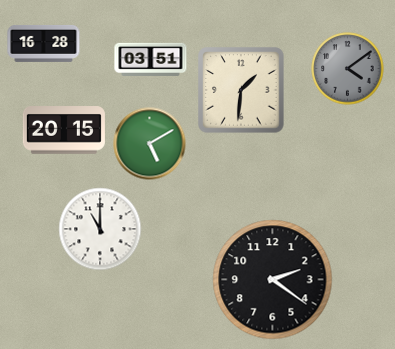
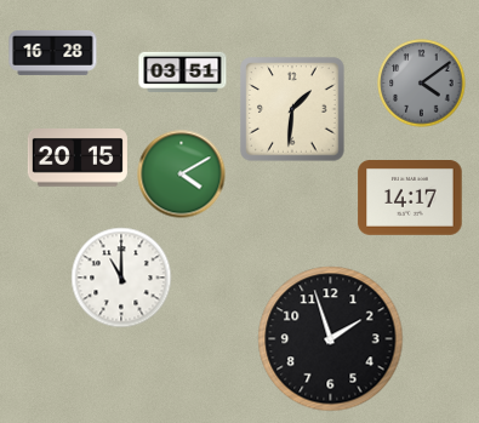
clock at (150, 144): 5:10 -> 4:10
clock at (410, 199): none -> 14:17
clock at (273, 280): 2:21 -> 1:57
